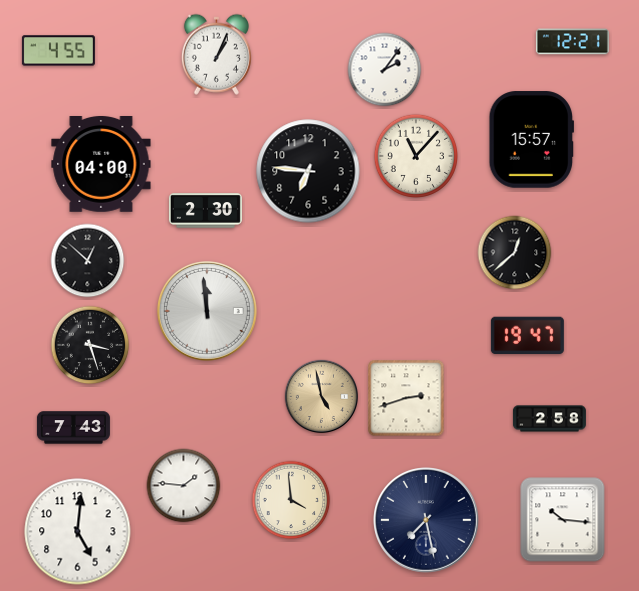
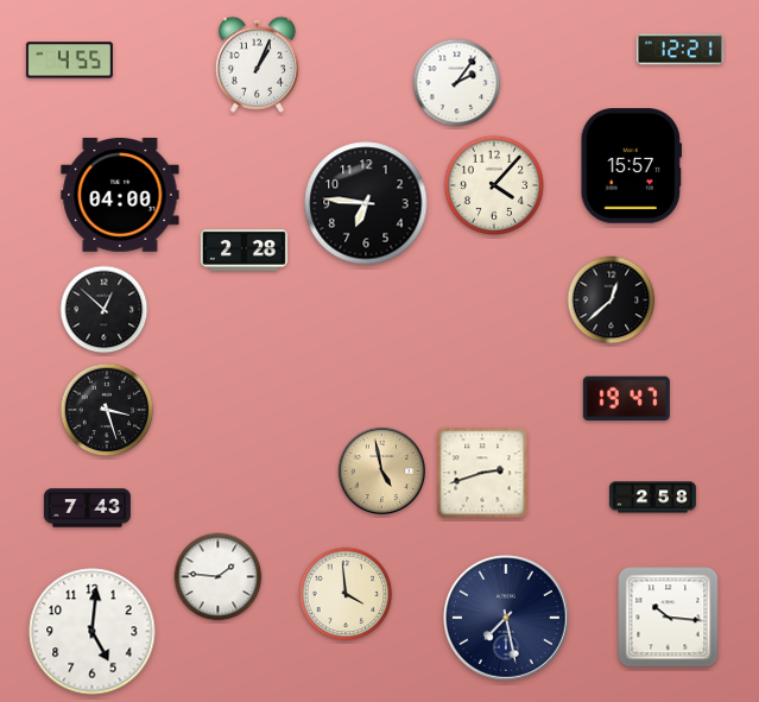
clock at (415, 155): 11:07 -> 4:07
clock at (205, 211): 2:30 -> 2:28
clock at (207, 311): 11:59 -> none
